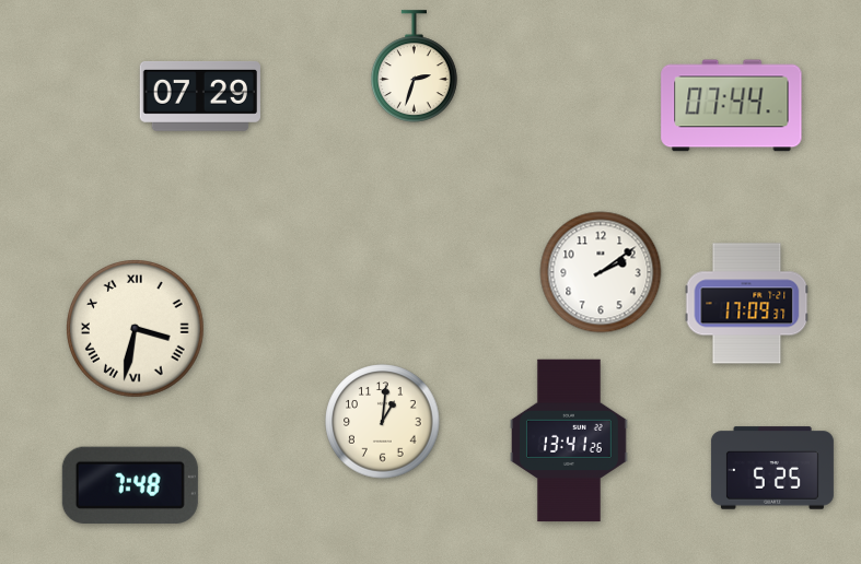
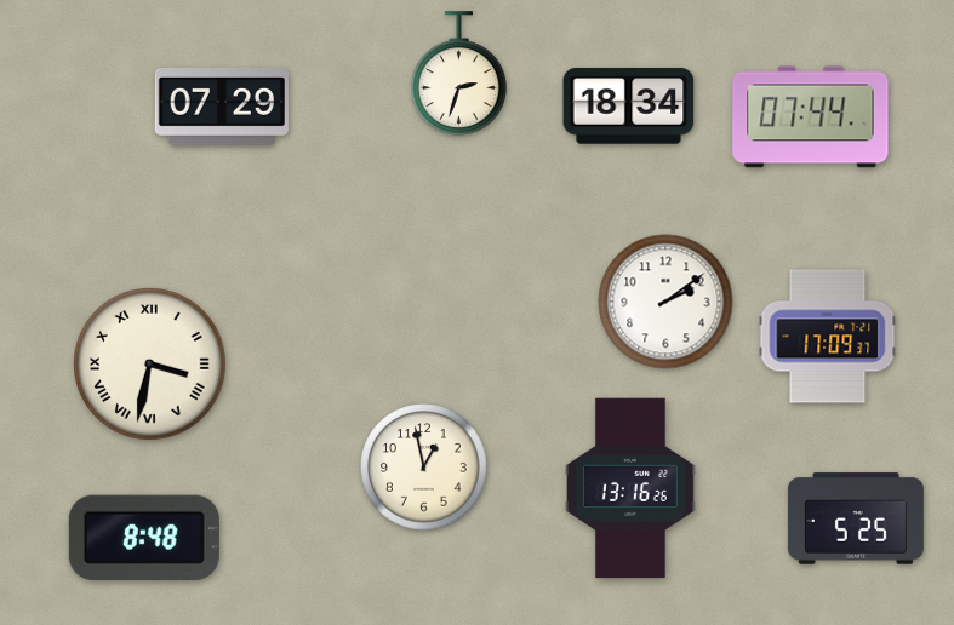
clock at (629, 107): none -> 18:34
clock at (383, 422): 1:01 -> 12:58
clock at (570, 440): 13:41 -> 13:16
clock at (130, 485): 7:48 -> 8:48
